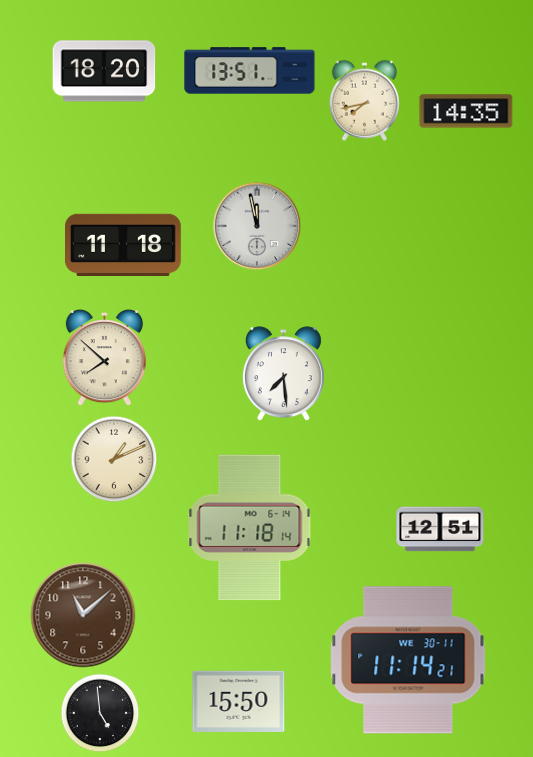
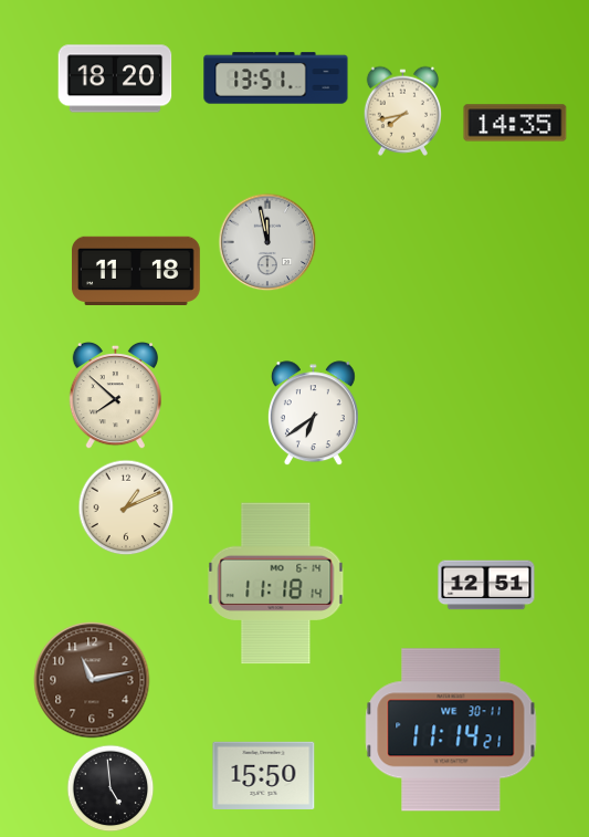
clock at (257, 226) position: (257, 226) -> (267, 242)
clock at (283, 374): 7:29 -> 6:39
clock at (83, 615): 11:08 -> 11:13
